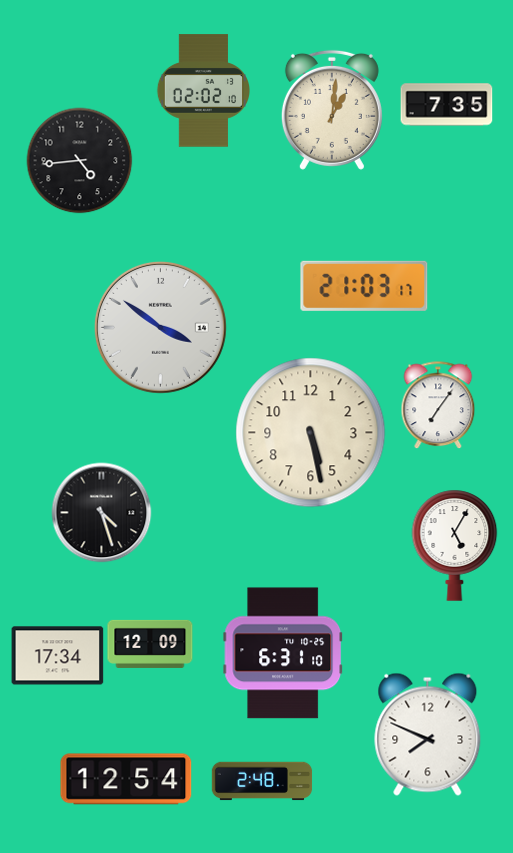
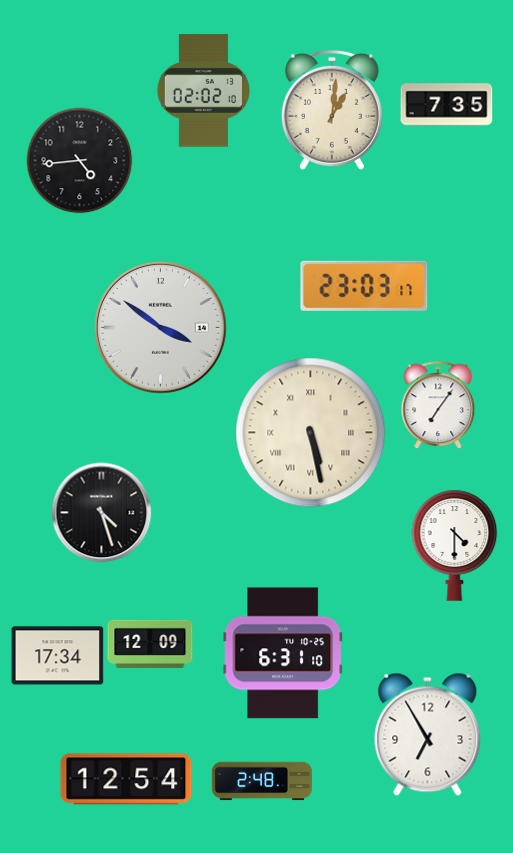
clock at (364, 286): 21:03 -> 23:03
clock at (311, 433) numerals: Arabic -> Roman
clock at (455, 545): 5:05 -> 4:30
clock at (428, 734): 7:49 -> 6:55
